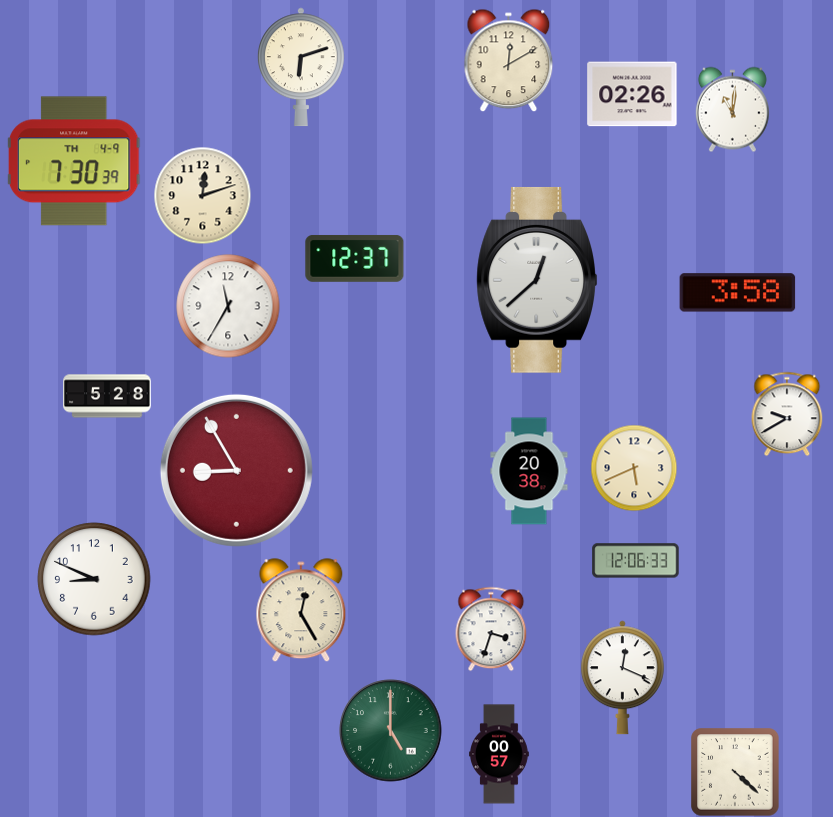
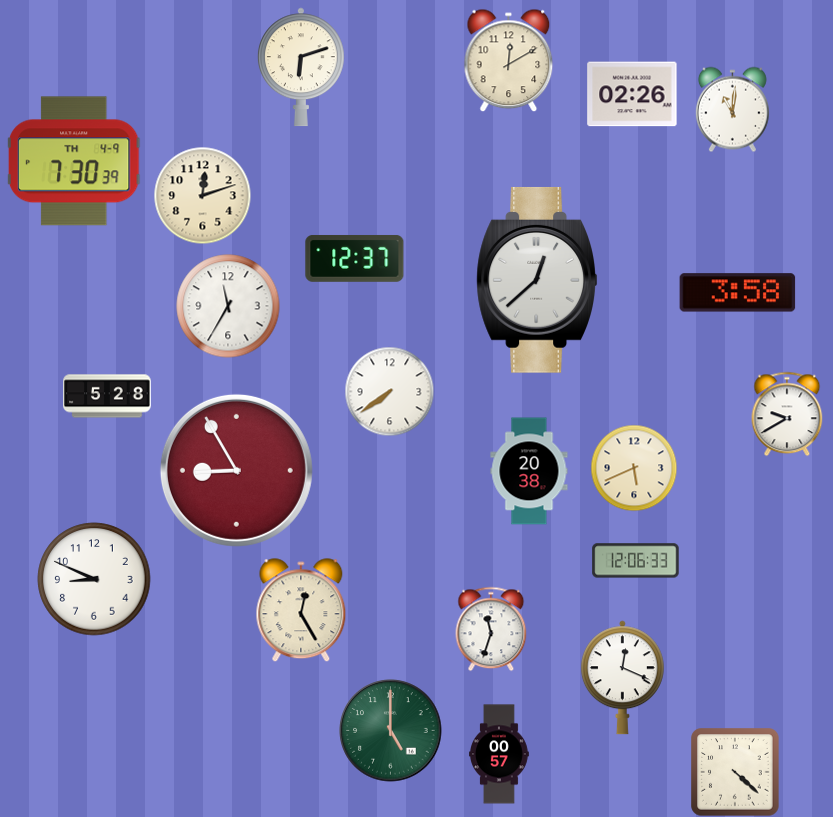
clock at (389, 391): none -> 7:39
clock at (491, 629): 3:33 -> 11:33
